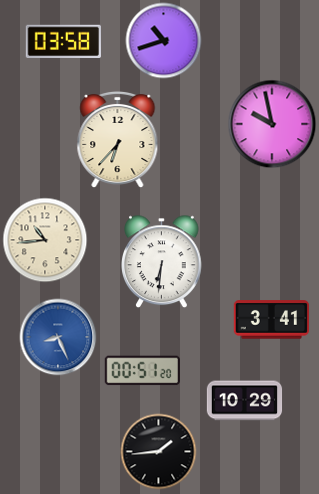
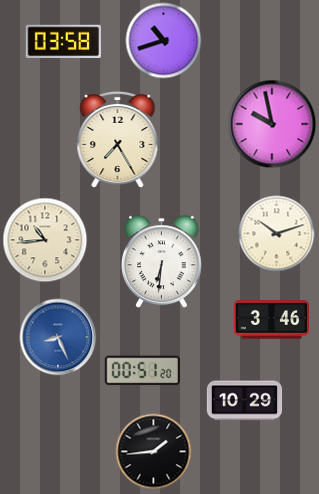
clock at (118, 140): 6:37 -> 7:25
clock at (277, 234): none -> 10:12
clock at (271, 320): 3:41 -> 3:46
clock at (159, 452) position: (159, 452) -> (154, 452)
